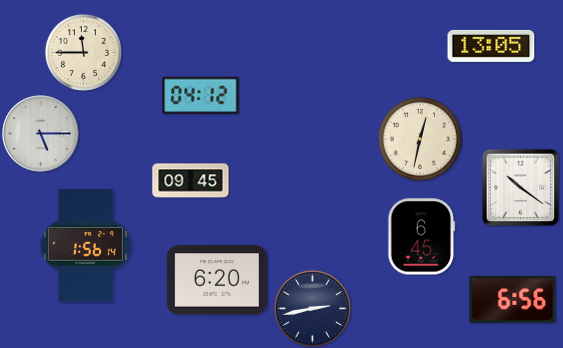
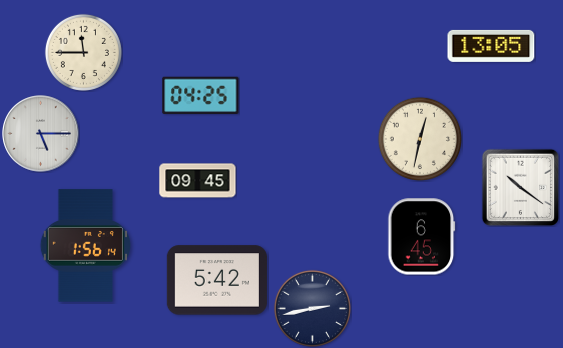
clock at (201, 95): 04:12 -> 04:25
clock at (191, 181) position: (191, 181) -> (198, 181)
clock at (217, 280): 6:20 -> 5:42
clock at (513, 299): 6:56 -> none
